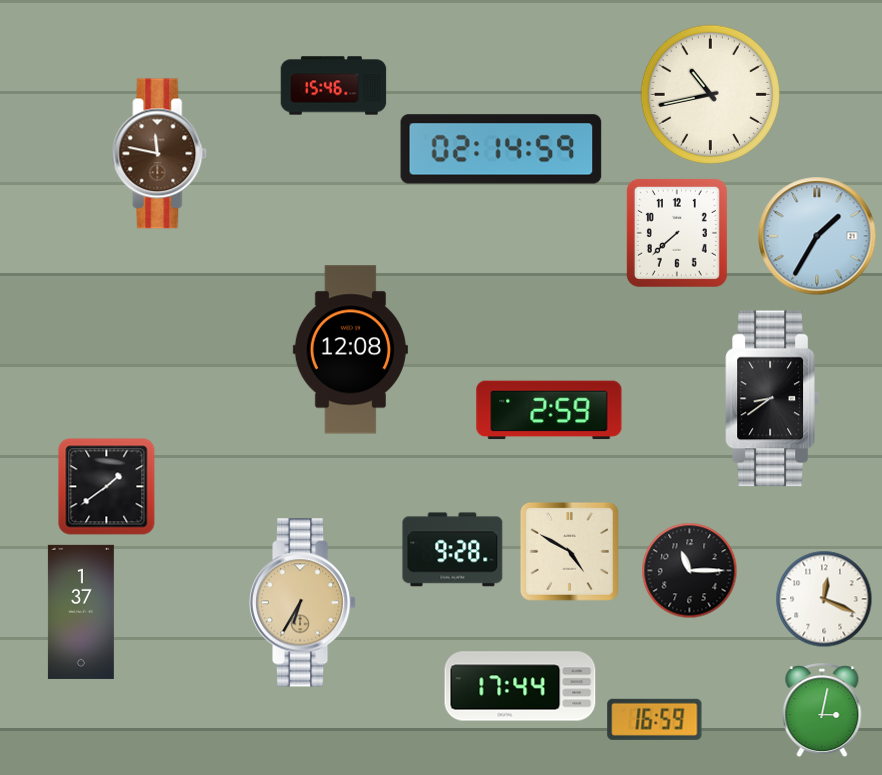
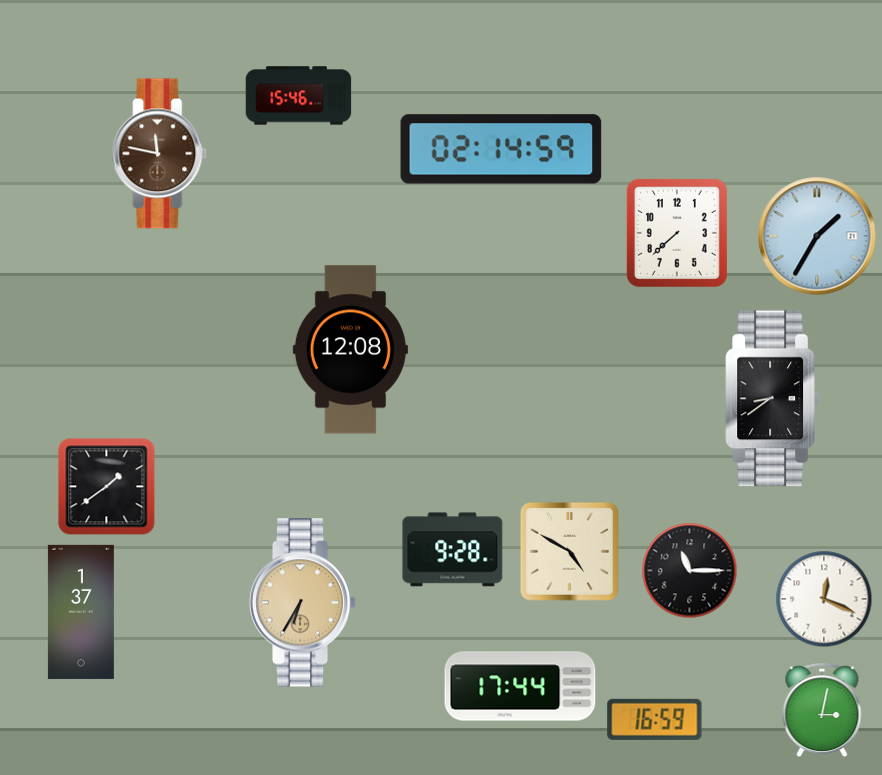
clock at (334, 86) position: (334, 86) -> (299, 96)
clock at (710, 94): 10:43 -> none
clock at (549, 410): 2:59 -> none
